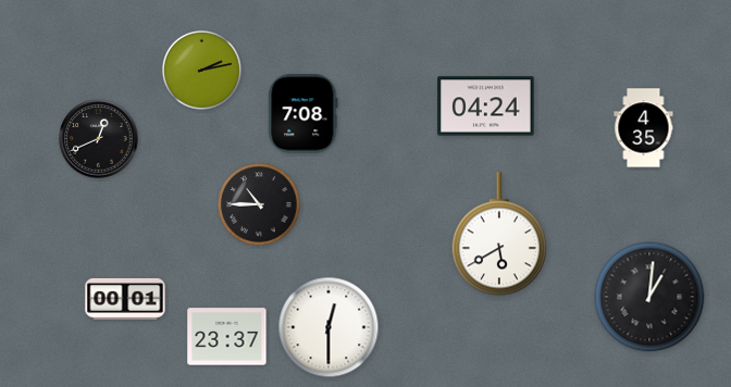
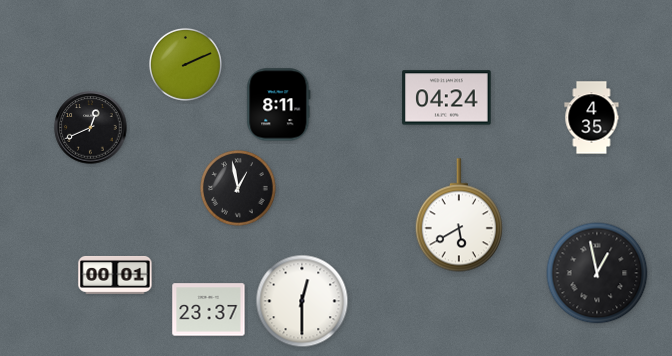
clock at (201, 70): 2:13 -> 2:11
clock at (303, 114): 7:08 -> 8:11
clock at (259, 204): 10:45 -> 12:58
clock at (649, 297): 1:01 -> 12:58
